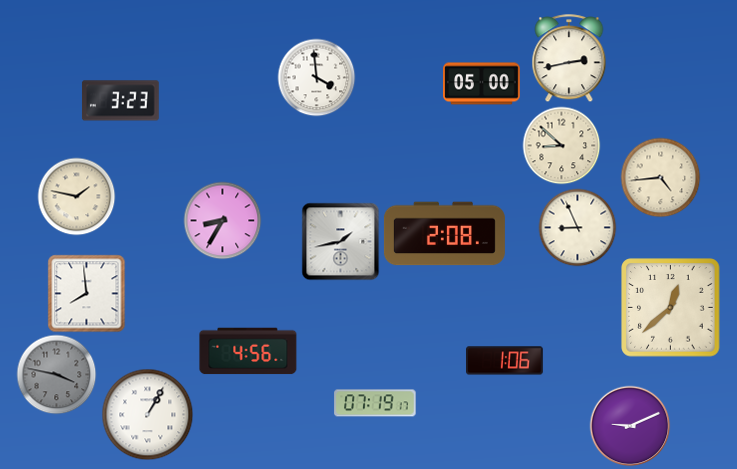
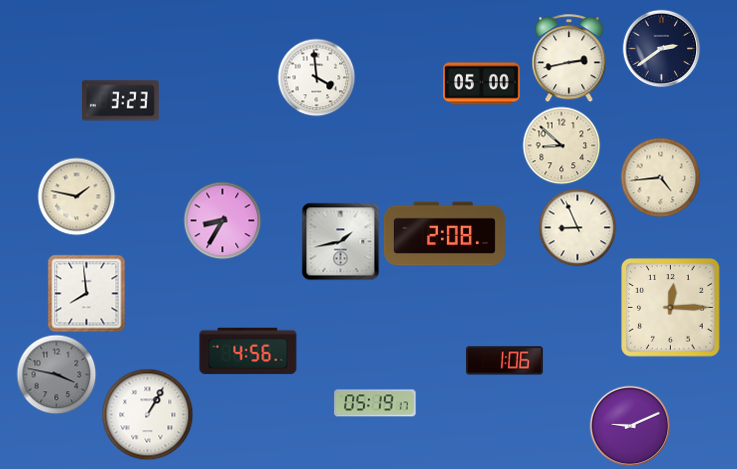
clock at (661, 48): none -> 2:39
clock at (671, 308): 12:38 -> 12:15
clock at (375, 403): 07:19 -> 05:19
